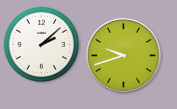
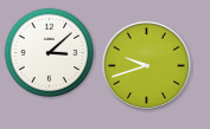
clock at (42, 45): 2:08 -> 3:08
